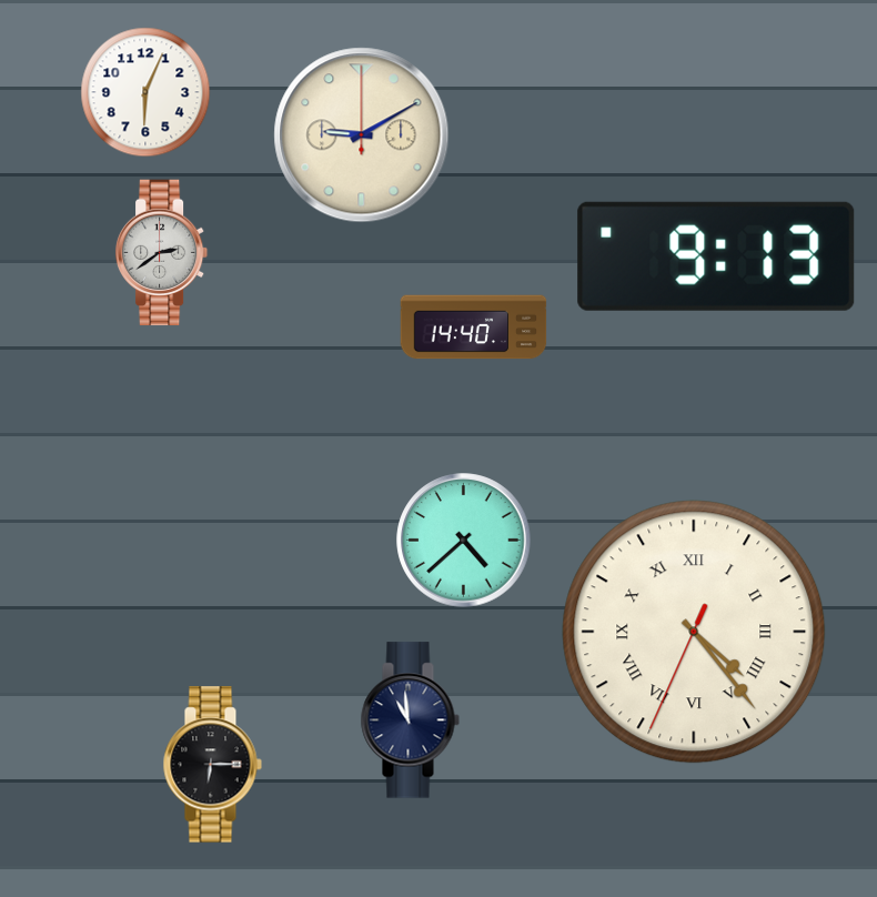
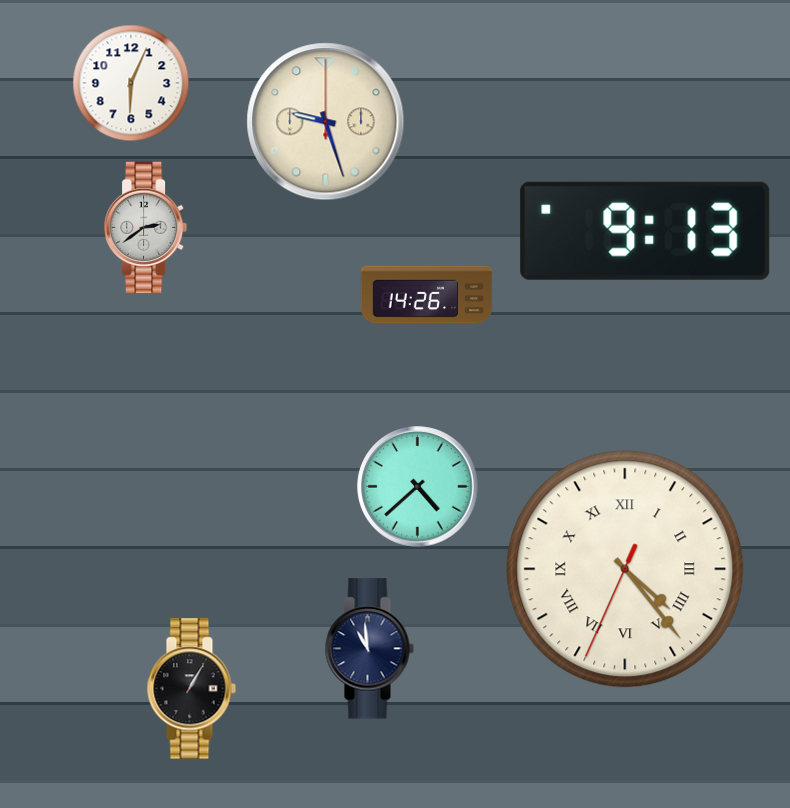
clock at (362, 135): 9:10 -> 9:27
clock at (474, 327): 14:40 -> 14:26
clock at (212, 765): 6:15 -> 1:05
